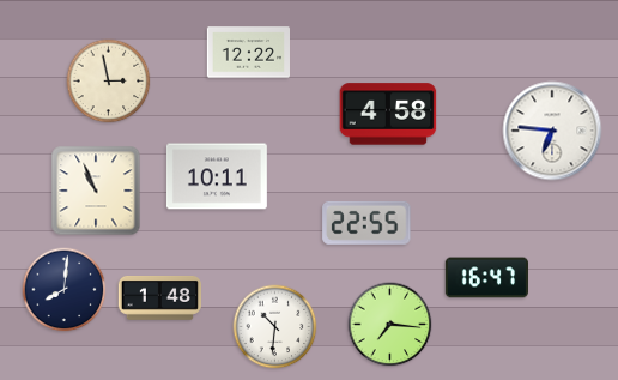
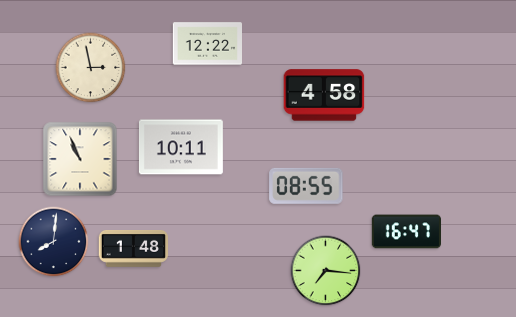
clock at (552, 131): 6:46 -> none
clock at (366, 223): 22:55 -> 08:55
clock at (275, 327): 10:31 -> none
